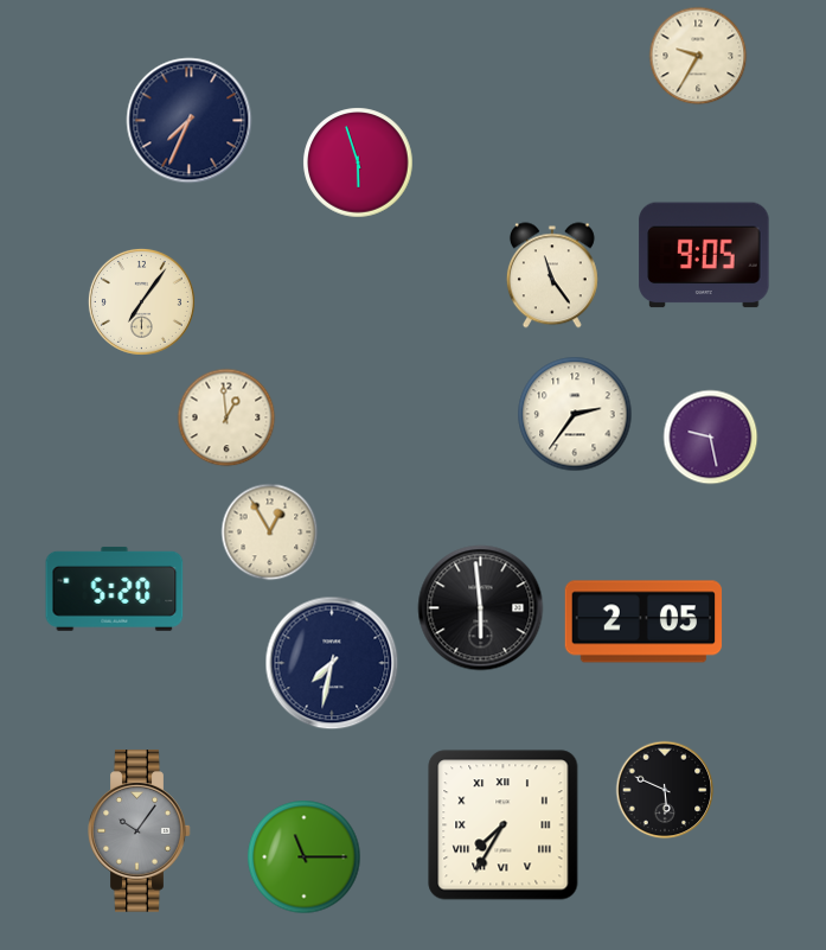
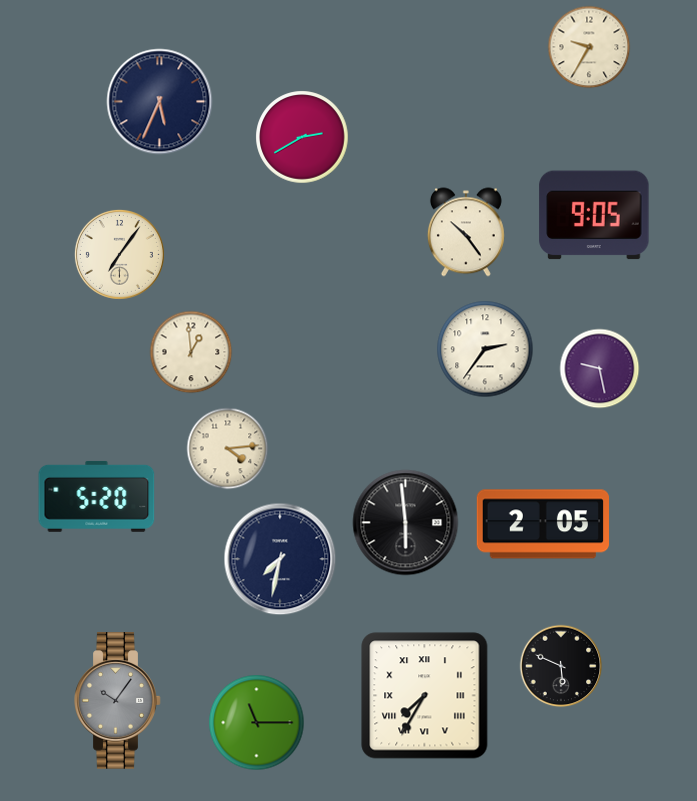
clock at (190, 121): 7:34 -> 5:34
clock at (358, 162): 5:57 -> 2:40
clock at (552, 275): 11:24 -> 10:24
clock at (270, 533): 12:55 -> 4:14
clock at (481, 608) position: (481, 608) -> (406, 523)
